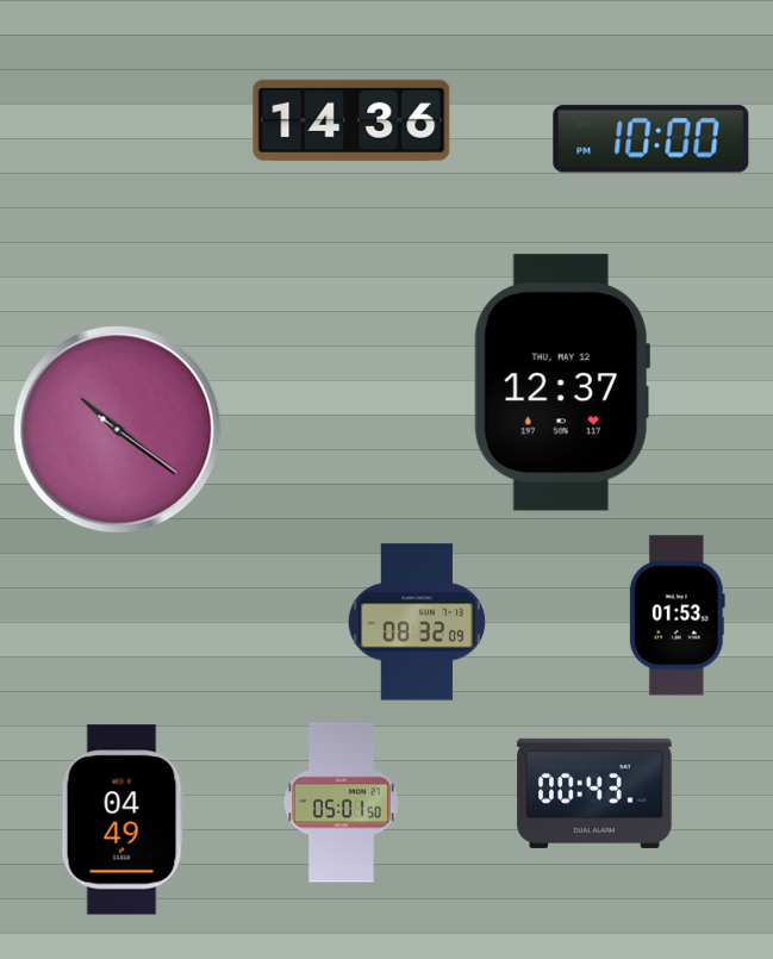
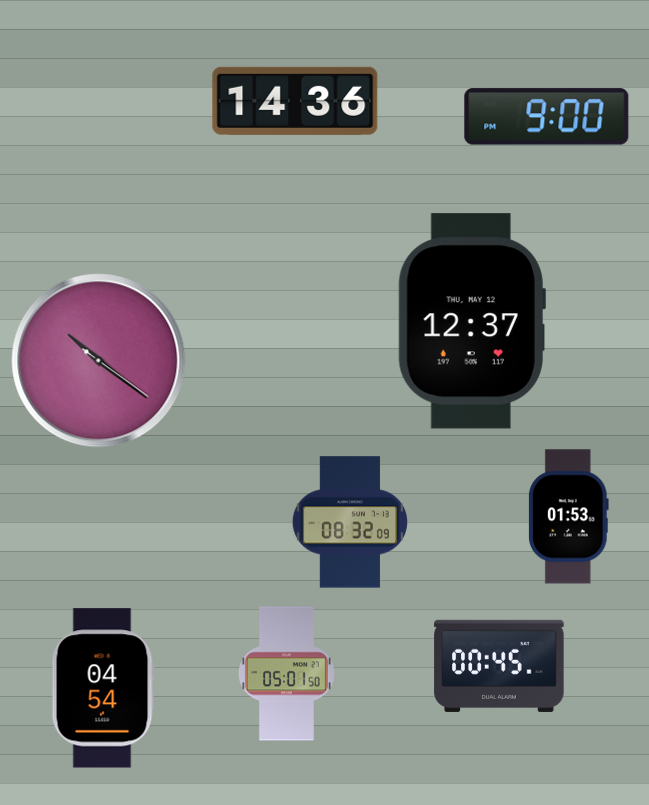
clock at (652, 139): 10:00 -> 9:00
clock at (594, 793): 00:43 -> 00:45
clock at (123, 820): 04:49 -> 04:54
